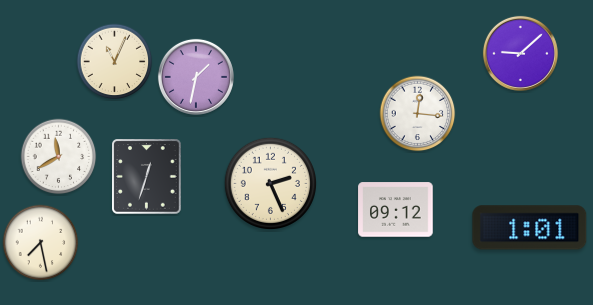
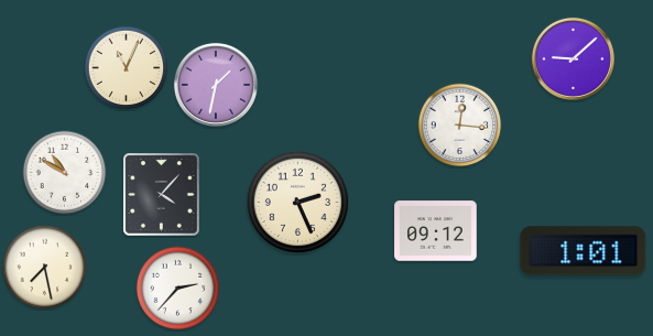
clock at (59, 157): 11:40 -> 10:50
clock at (147, 177): 12:33 -> 4:07
clock at (178, 289): none -> 2:37
